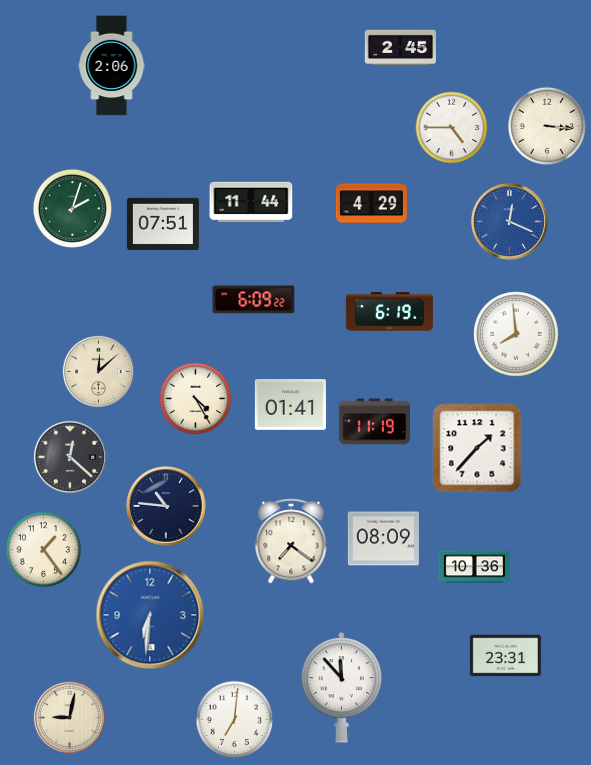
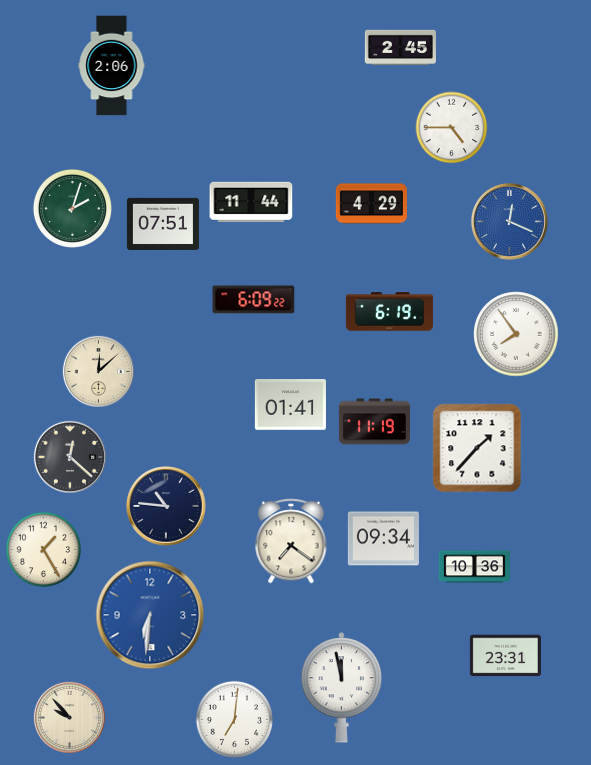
clock at (547, 126): 3:16 -> none
clock at (516, 334): 7:59 -> 7:54
clock at (196, 399): 4:25 -> none
clock at (383, 539): 08:09 -> 09:34
clock at (44, 550): 1:24 -> 1:25
clock at (342, 688): 11:53 -> 11:58
clock at (69, 717): 9:02 -> 9:53
